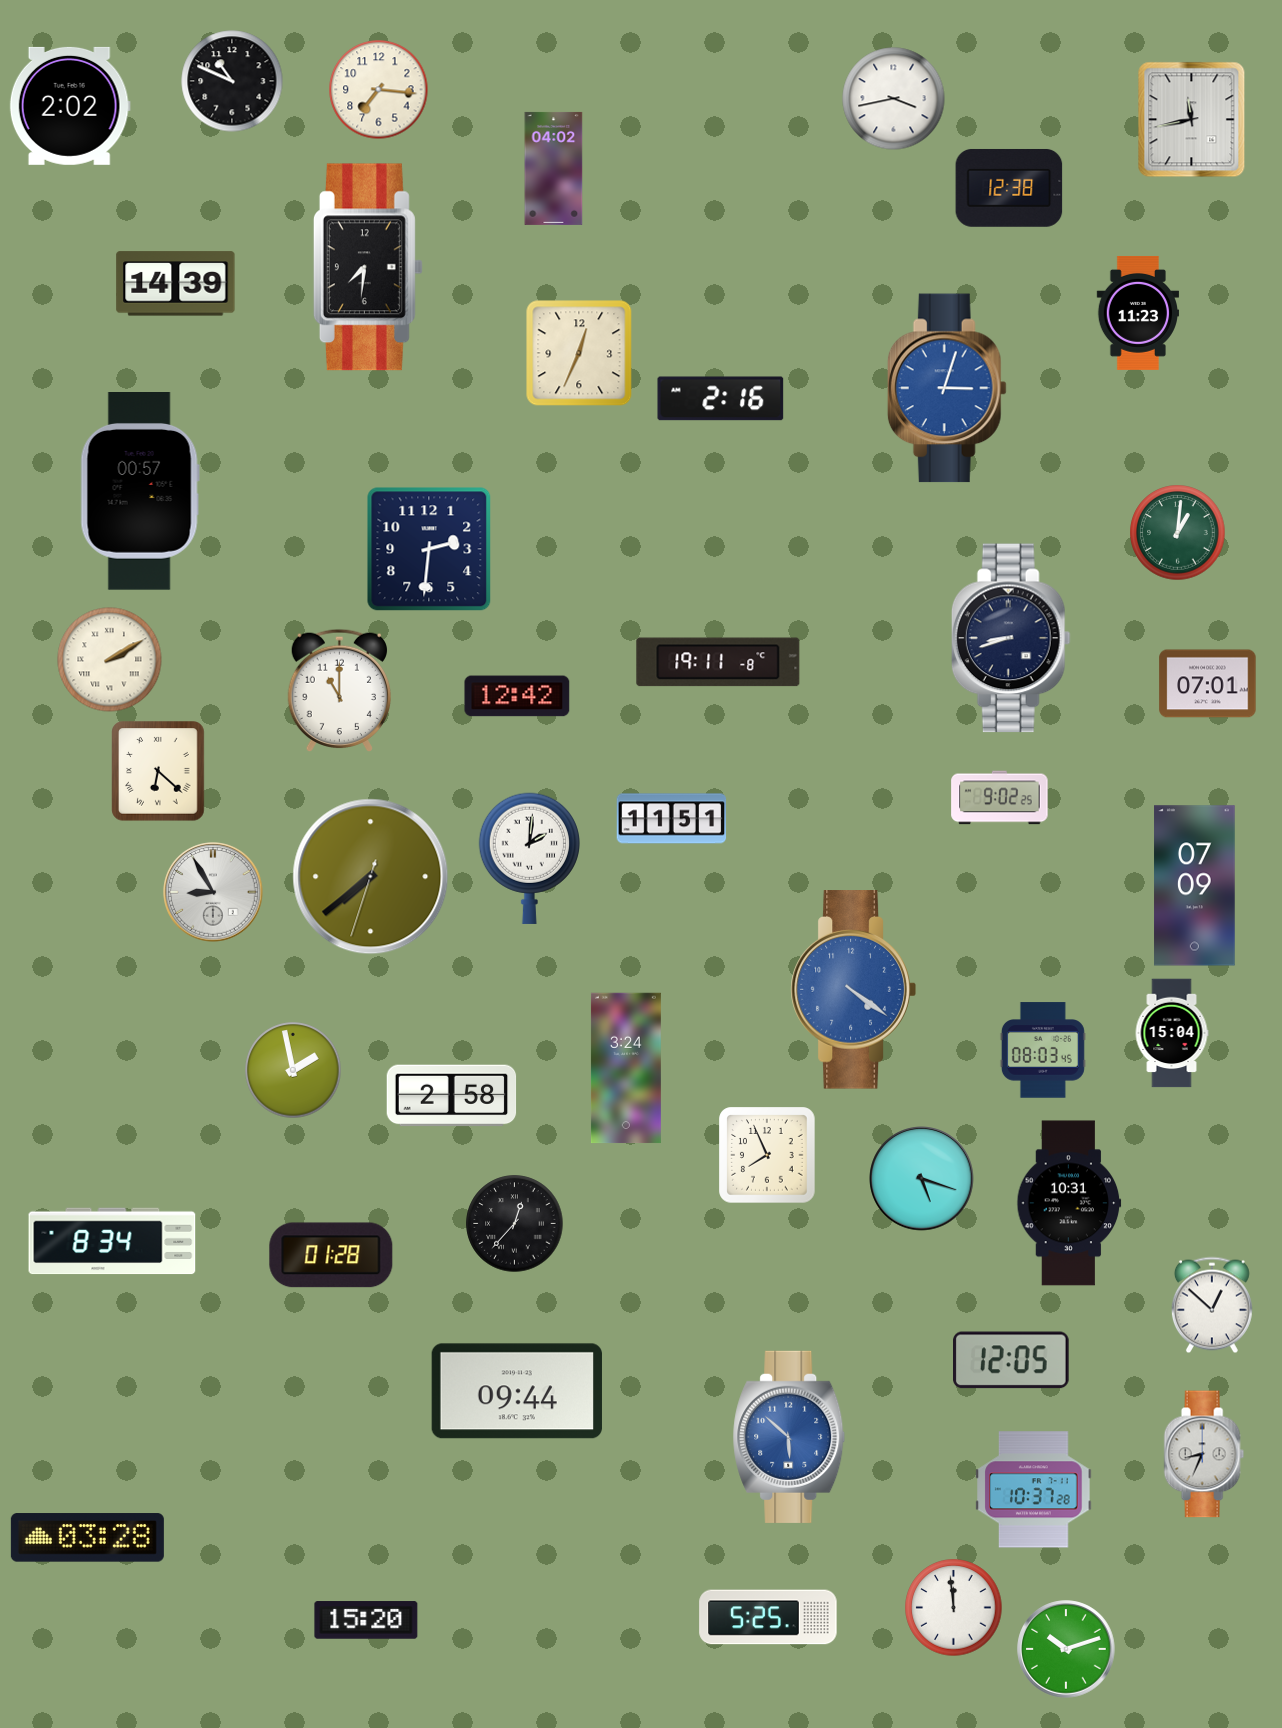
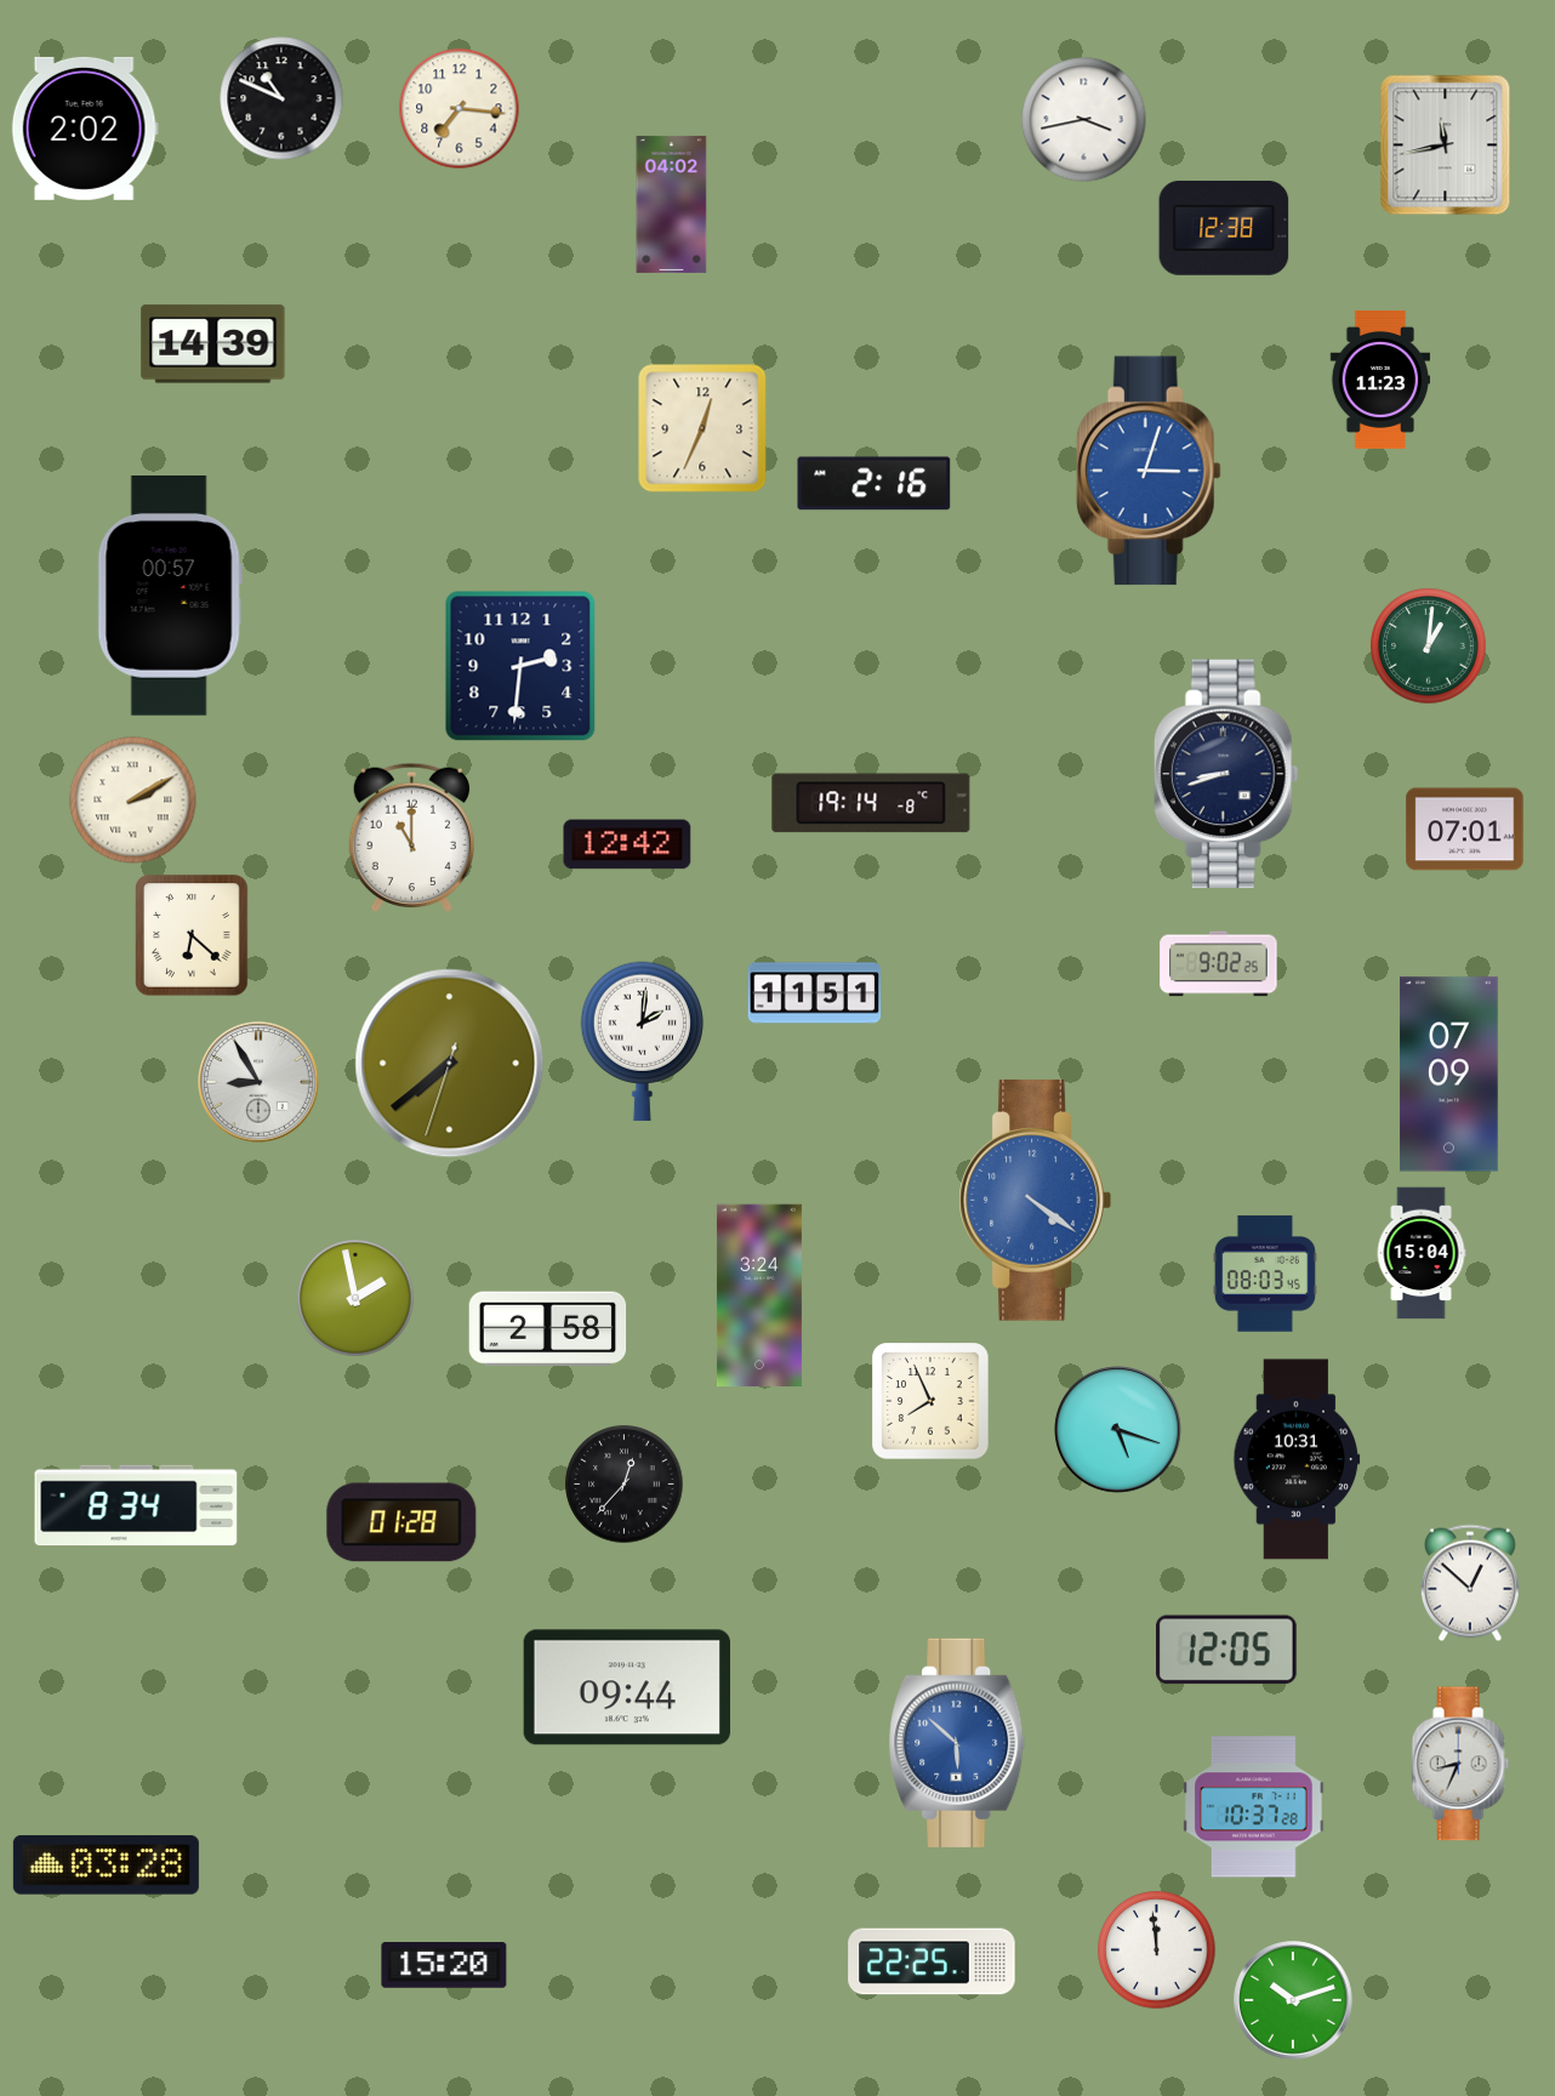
clock at (368, 267): 7:31 -> none
clock at (718, 662): 19:11 -> 19:14
clock at (1000, 798) position: (1000, 798) -> (1219, 964)
clock at (768, 1617): 5:25 -> 22:25
